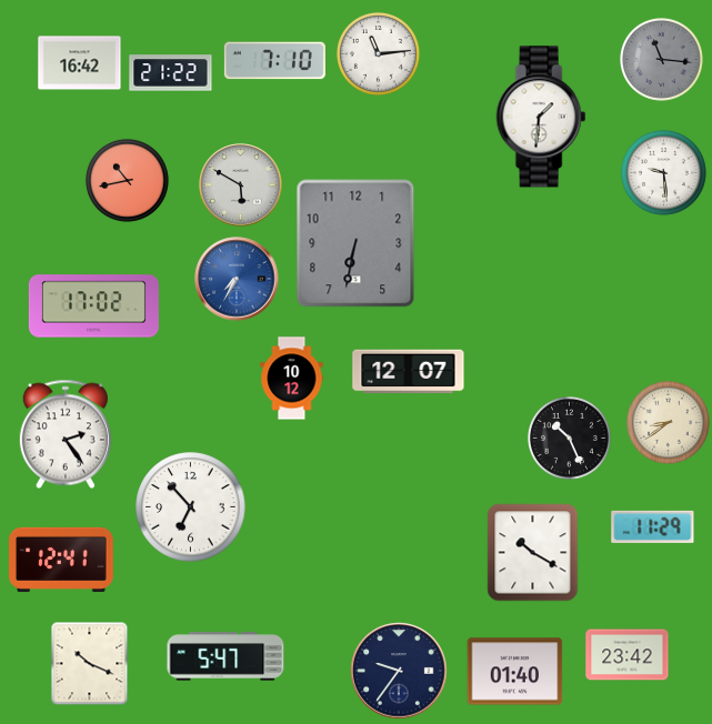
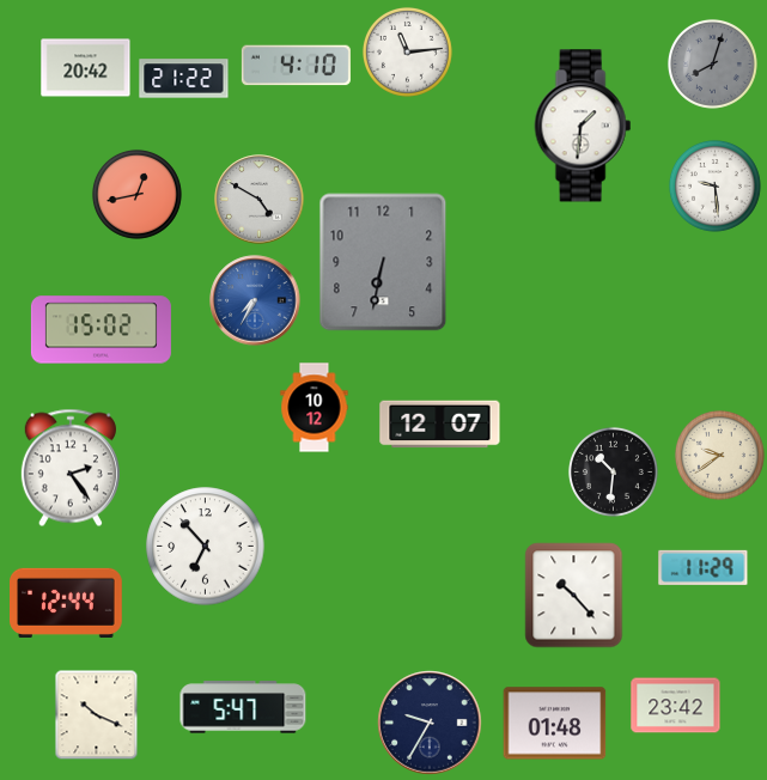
clock at (378, 53) position: (378, 53) -> (407, 51)
clock at (661, 59): 11:16 -> 8:03
clock at (274, 61): 7:10 -> 4:10
clock at (80, 63): 16:42 -> 20:42
clock at (127, 180): 10:43 -> 12:43
clock at (241, 185): 5:50 -> 4:50
clock at (93, 306): 17:02 -> 15:02
clock at (409, 372) position: (409, 372) -> (440, 425)
clock at (668, 422): 8:39 -> 9:39
clock at (569, 438): 10:26 -> 10:31
clock at (533, 553): 10:20 -> 10:23
clock at (62, 560): 12:41 -> 12:44
clock at (399, 671): 9:36 -> 9:35
clock at (515, 672): 01:40 -> 01:48
